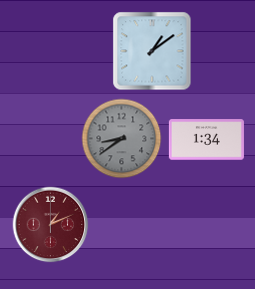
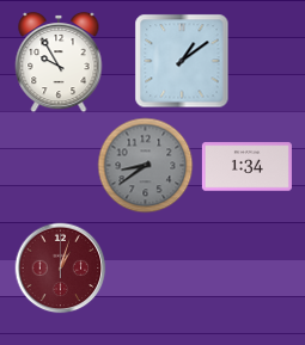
clock at (59, 62): none -> 9:55
clock at (51, 225): 1:11 -> 1:03
